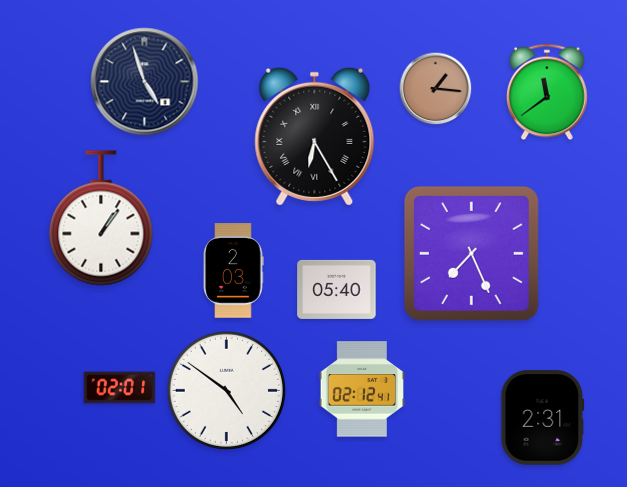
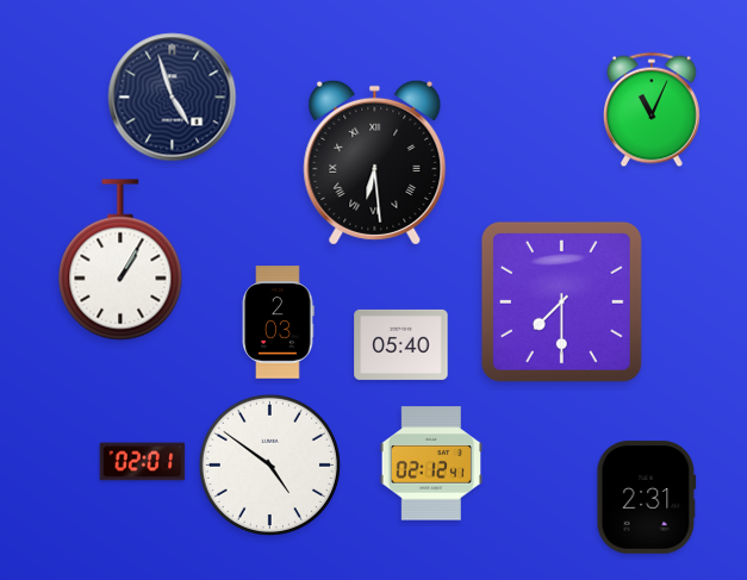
clock at (436, 89): 1:16 -> none
clock at (548, 92): 11:39 -> 11:04
clock at (315, 136): 6:25 -> 6:29
clock at (101, 218): 1:06 -> 1:05
clock at (471, 253): 7:26 -> 7:30
